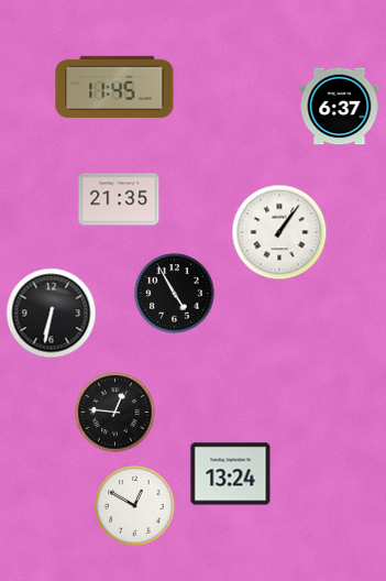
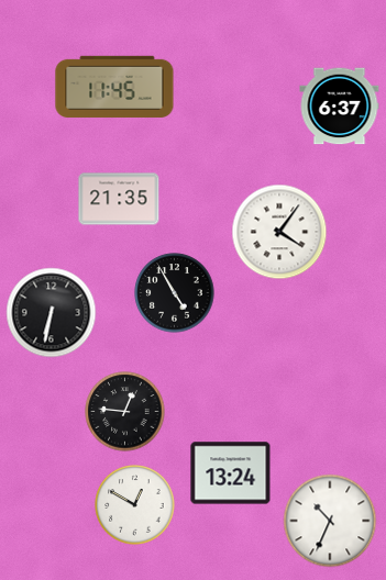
clock at (279, 232): 1:06 -> 4:06
clock at (115, 413) position: (115, 413) -> (125, 412)
clock at (330, 521): none -> 10:34
